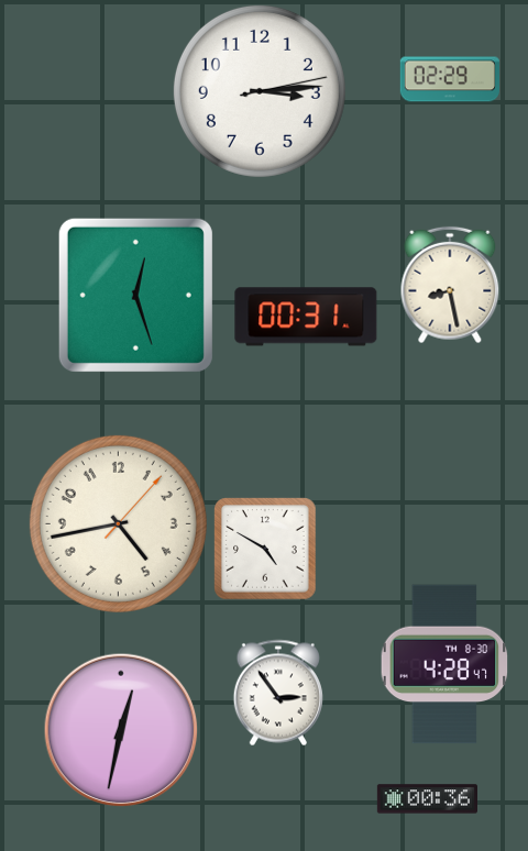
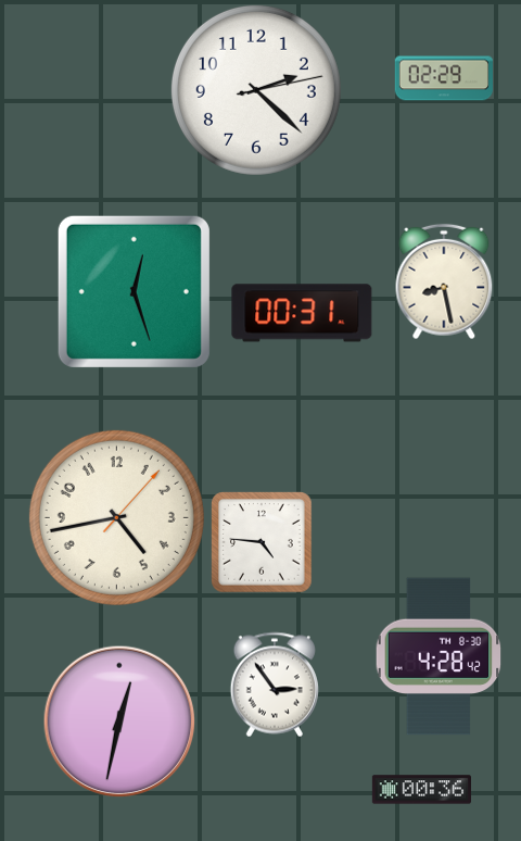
clock at (260, 91): 3:14 -> 2:22
clock at (265, 549): 4:50 -> 4:46
clock at (444, 664): 4:28:47 -> 4:28:42
